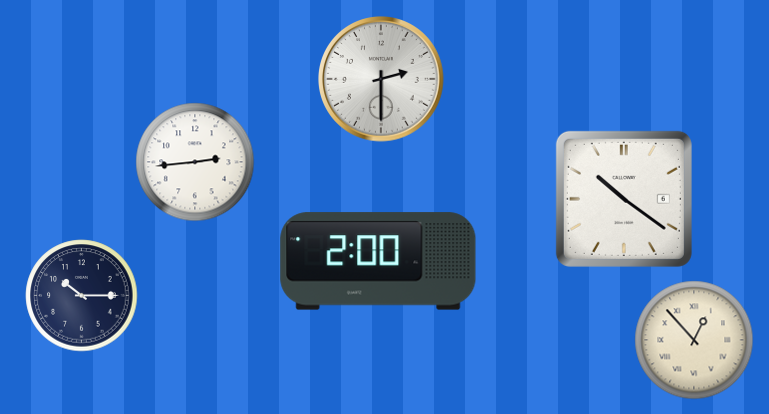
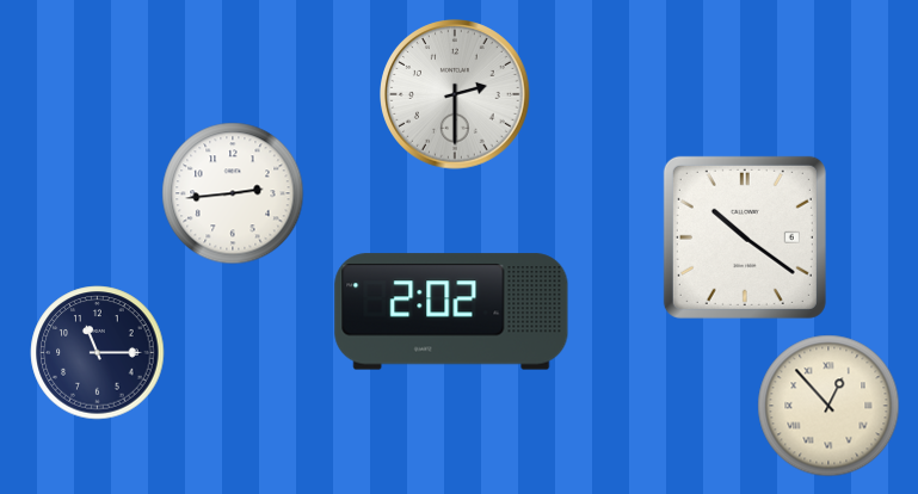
clock at (378, 261): 2:00 -> 2:02
clock at (82, 296): 10:15 -> 11:15
